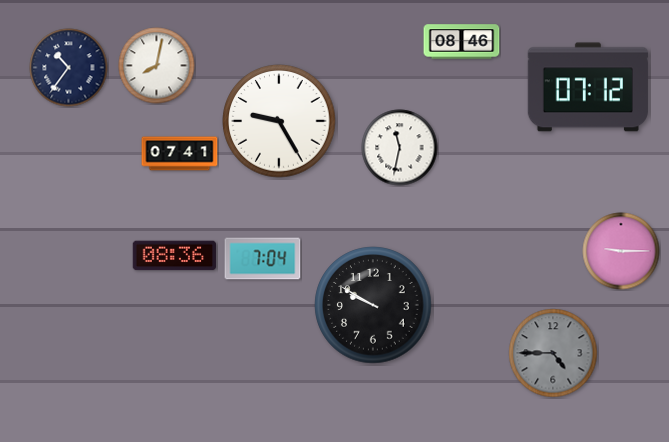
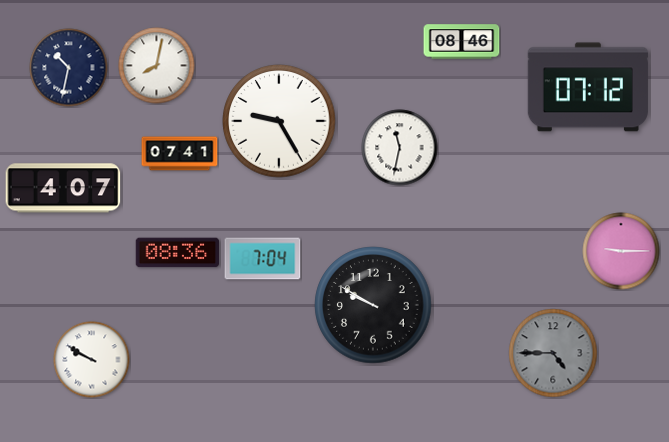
clock at (69, 68): 10:36 -> 10:32
clock at (63, 188): none -> 4:07
clock at (175, 256) position: (175, 256) -> (178, 253)
clock at (92, 360): none -> 9:50
